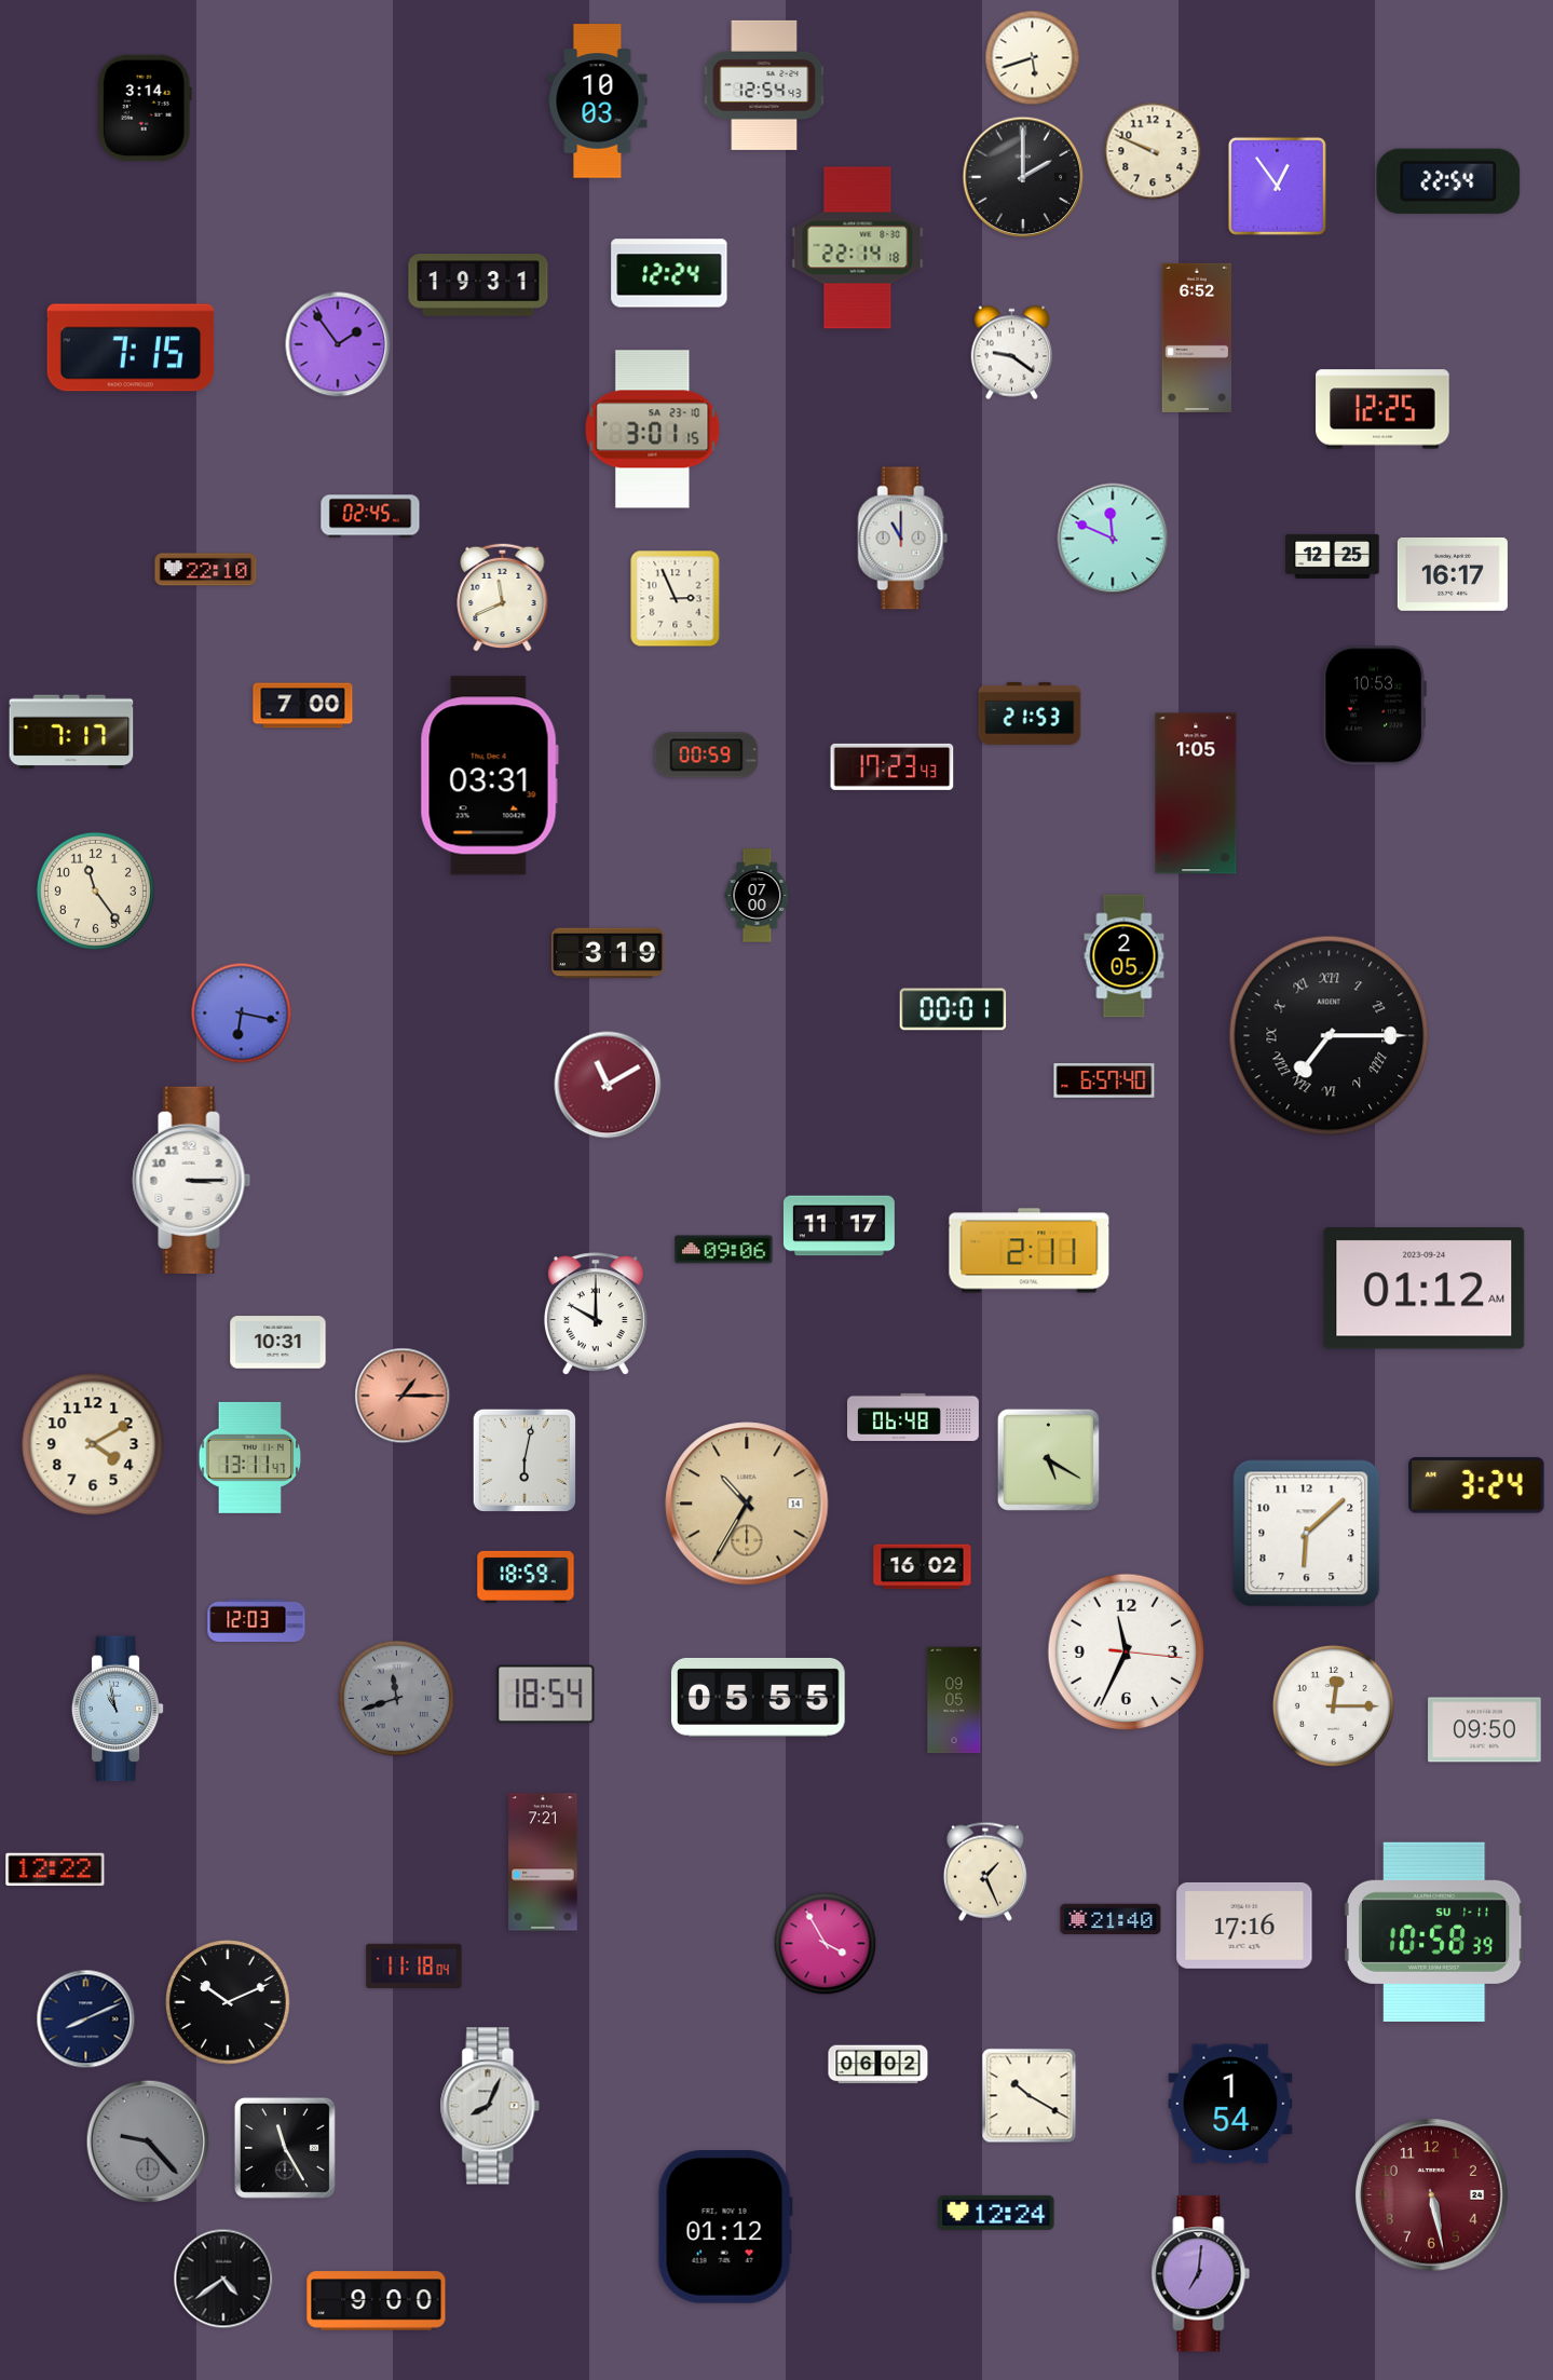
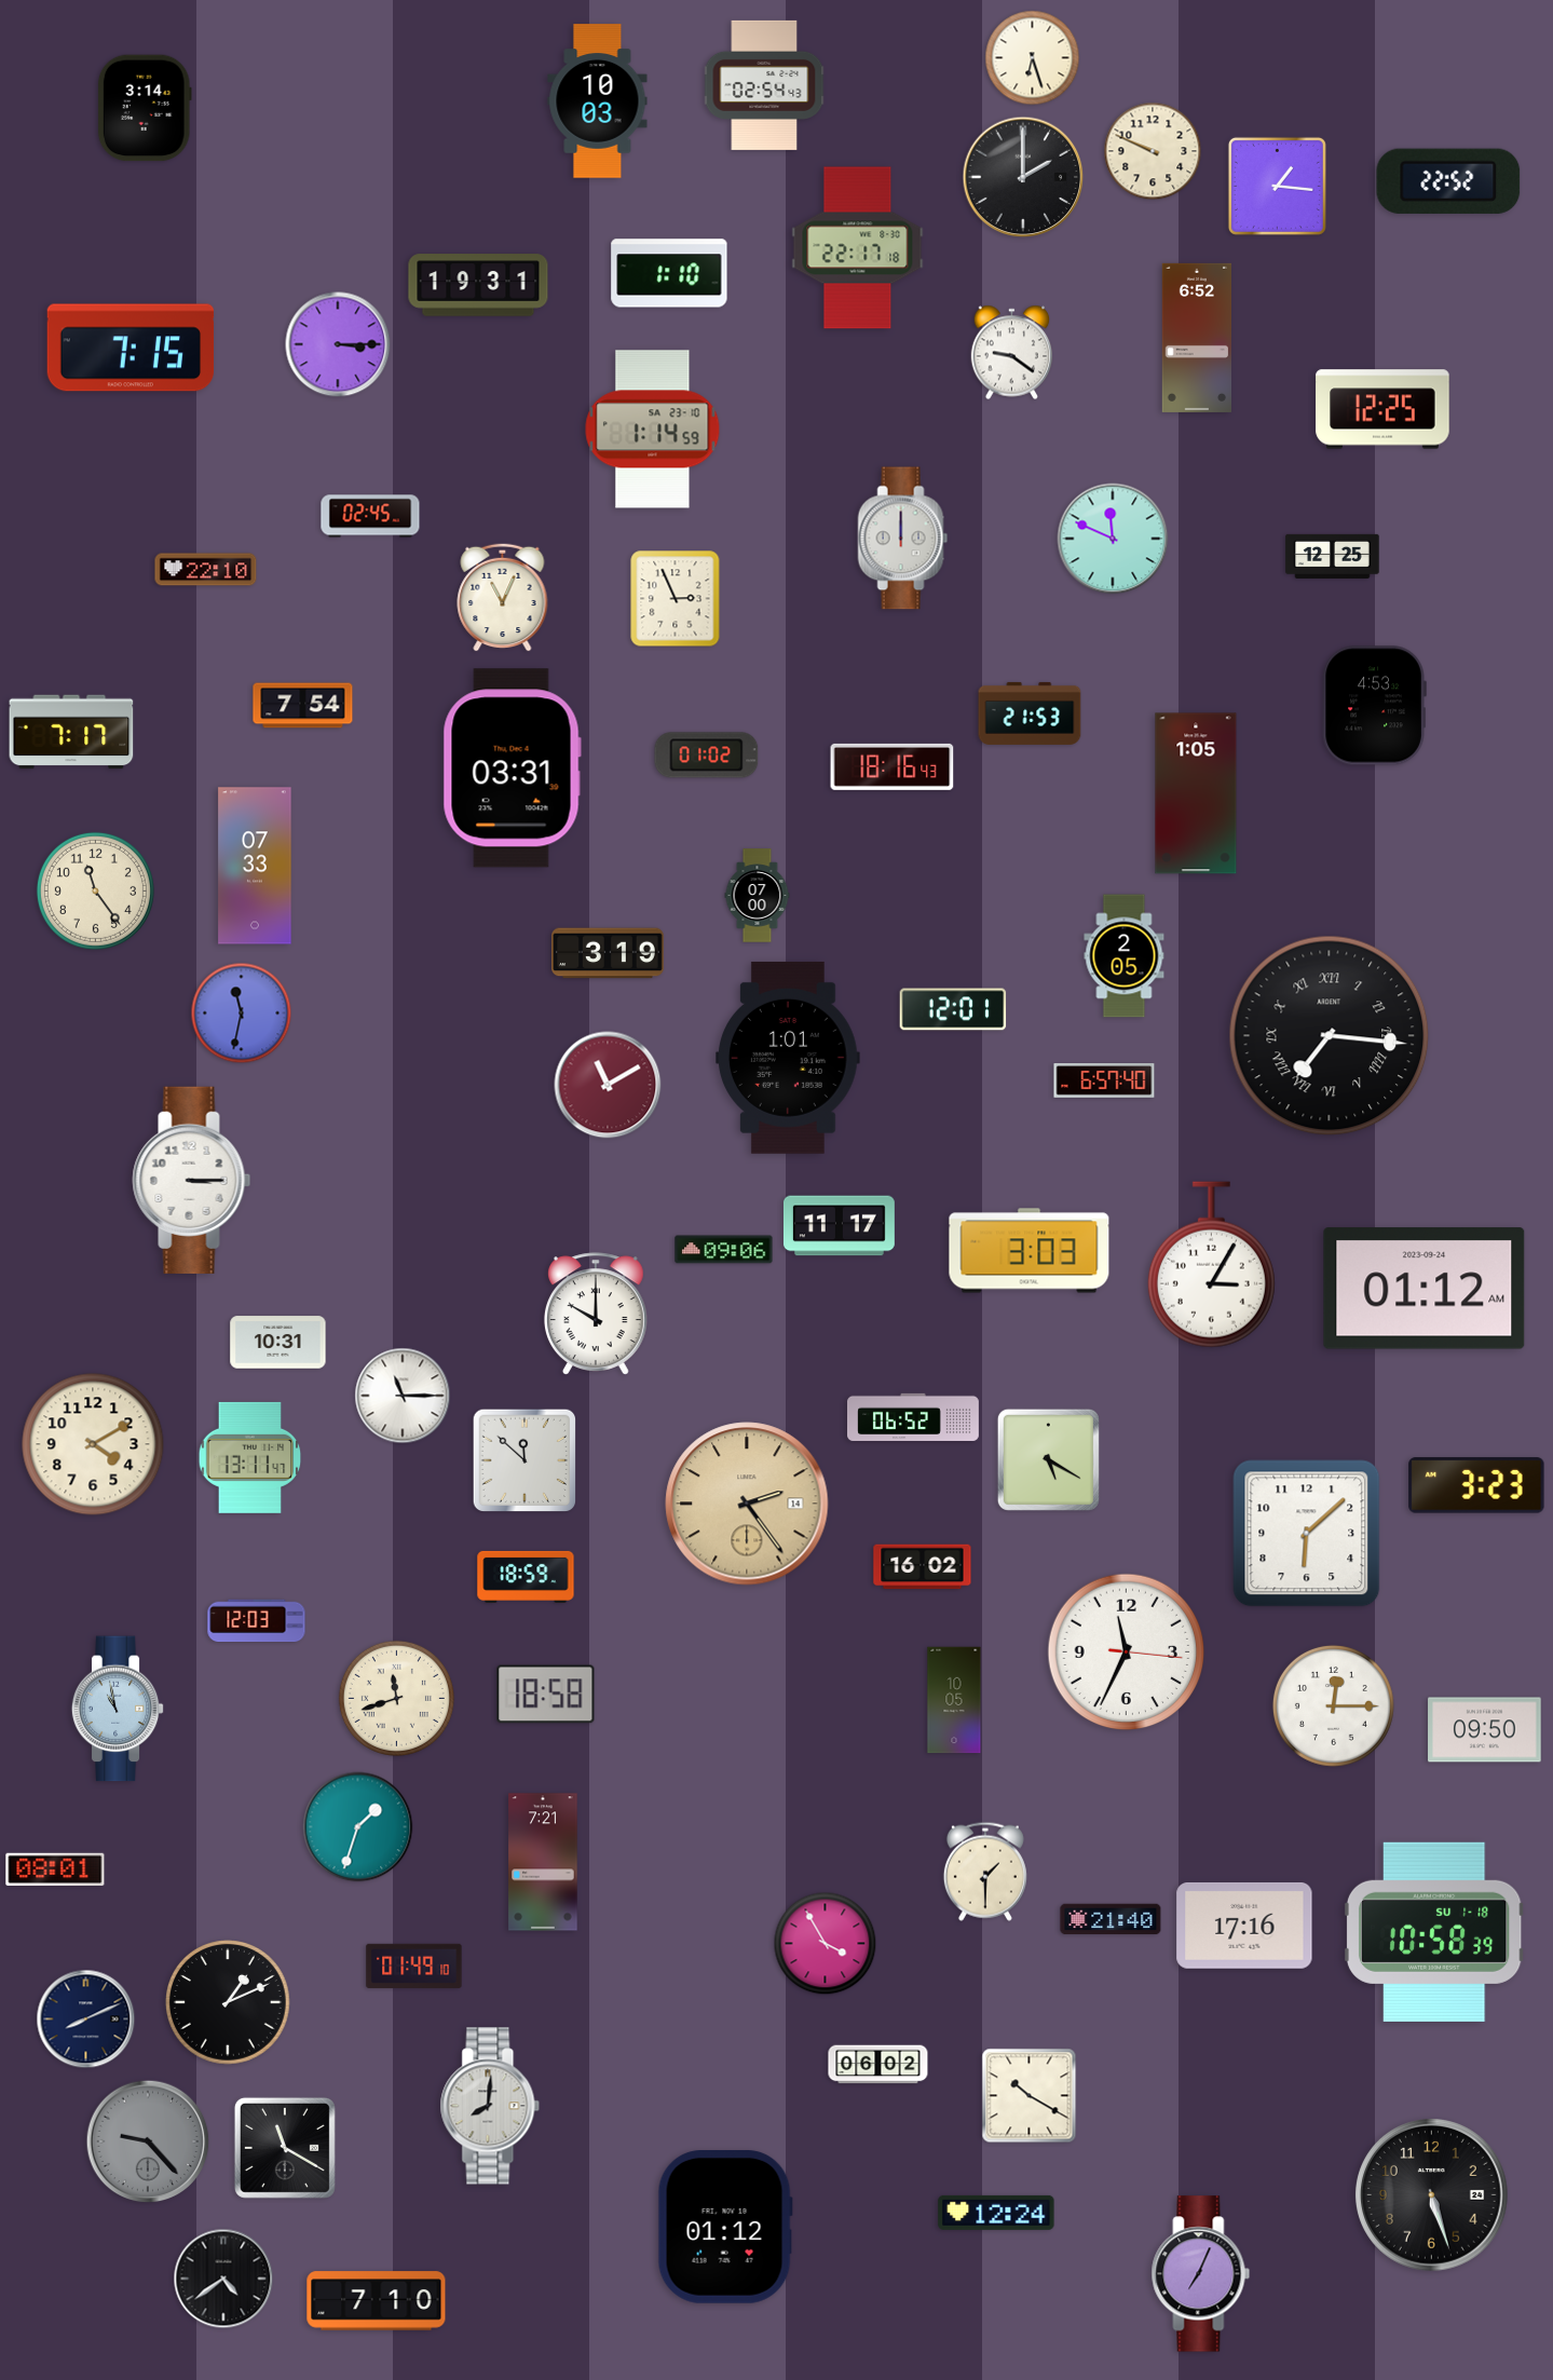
clock at (1033, 58): 5:42 -> 6:27
clock at (764, 85): 12:54 -> 02:54
clock at (1448, 181): 22:54 -> 22:52
clock at (1277, 186): 12:54 -> 1:16
clock at (858, 248): 22:14 -> 22:17
clock at (669, 273): 12:24 -> 1:10
clock at (338, 344): 1:54 -> 3:15
clock at (653, 430): 3:01 -> 1:14
clock at (903, 539): 11:00 -> 12:00
clock at (1453, 574): 16:17 -> none
clock at (503, 597): 11:41 -> 11:04
clock at (303, 706): 7:00 -> 7:54
clock at (1374, 706): 10:53 -> 4:53
clock at (707, 756): 00:59 -> 01:02
clock at (893, 766): 17:23 -> 18:16
clock at (489, 776) position: (489, 776) -> (512, 769)
clock at (255, 866): none -> 07:33
clock at (953, 1009): 00:01 -> 12:01
clock at (242, 1014): 6:17 -> 11:32
clock at (1330, 1036): 7:15 -> 7:16
clock at (789, 1058): none -> 1:01
clock at (1030, 1251): 2:11 -> 3:03
clock at (1211, 1265): none -> 3:05
clock at (403, 1396): 1:15 -> 11:15
clock at (403, 1396) dial: salmon -> white
clock at (914, 1416): 06:48 -> 06:52
clock at (523, 1459): 6:02 -> 11:52
clock at (1476, 1485): 3:24 -> 3:23
clock at (747, 1504): 10:35 -> 2:24
clock at (546, 1695): 18:54 -> 18:58
clock at (759, 1697): 05:55 -> none
clock at (396, 1698) dial: grey -> cream
clock at (954, 1700): 09:05 -> 10:05
clock at (358, 1827): none -> 1:33
clock at (55, 1869): 12:22 -> 08:01
clock at (985, 1872): 1:26 -> 1:30
clock at (1434, 1932) date: SU 1-11 -> SU 1-18
clock at (414, 1966): 11:18 -> 01:49
clock at (229, 2003): 10:11 -> 1:11
clock at (1230, 2104): 1:54 -> none
clock at (490, 2106): 8:04 -> 8:01
clock at (285, 2148): 11:25 -> 11:20
clock at (1432, 2195): 5:28 -> 5:27
clock at (1432, 2195) dial: burgundy -> black
clock at (1201, 2274): 7:01 -> 7:04
clock at (377, 2301): 9:00 -> 7:10
